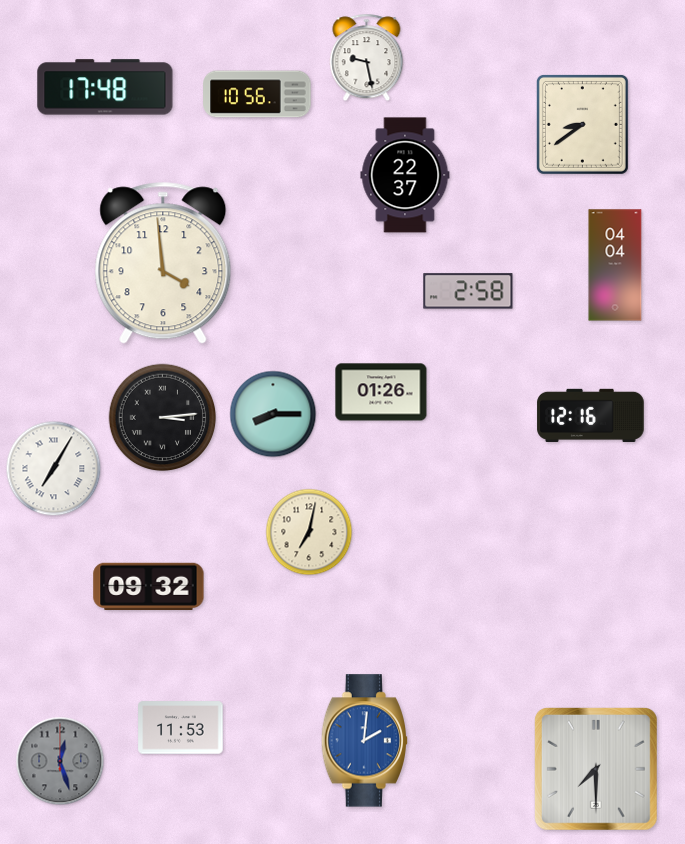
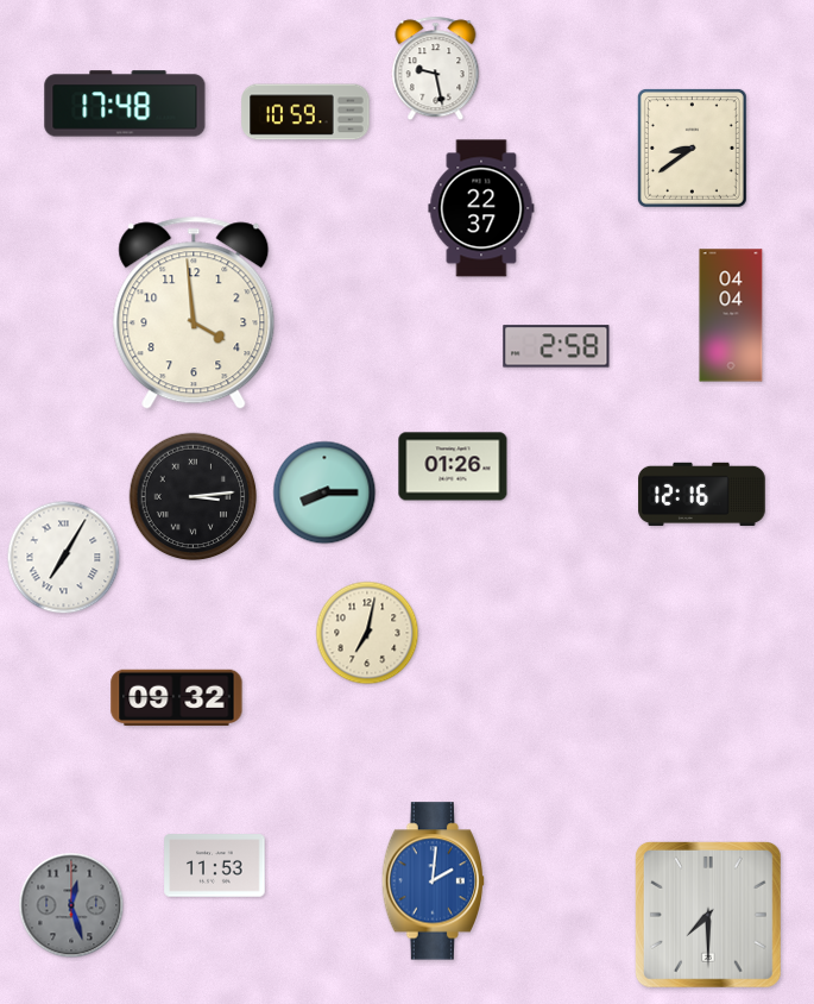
clock at (257, 94): 10:56 -> 10:59
